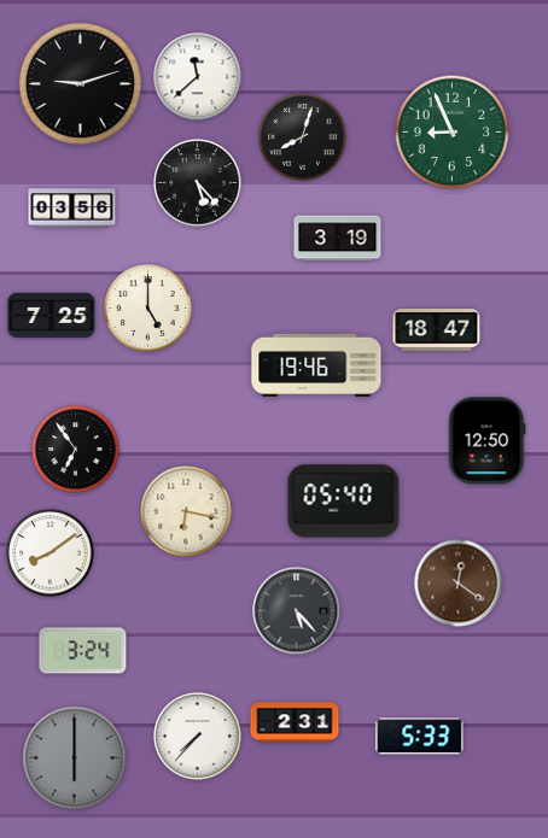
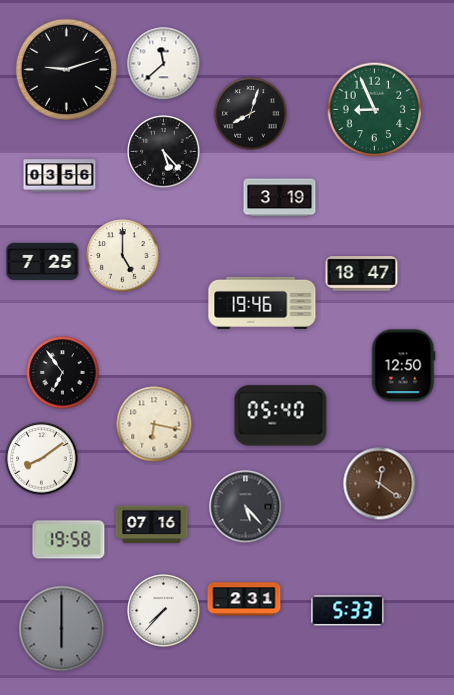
clock at (72, 209) position: (72, 209) -> (60, 176)
clock at (344, 502) position: (344, 502) -> (281, 416)
clock at (152, 525): none -> 07:16
clock at (83, 651): 3:24 -> 19:58
